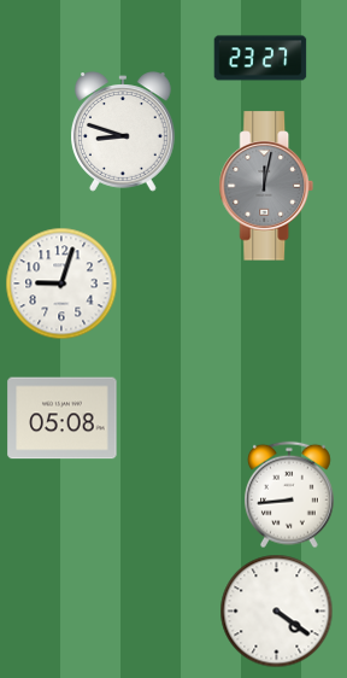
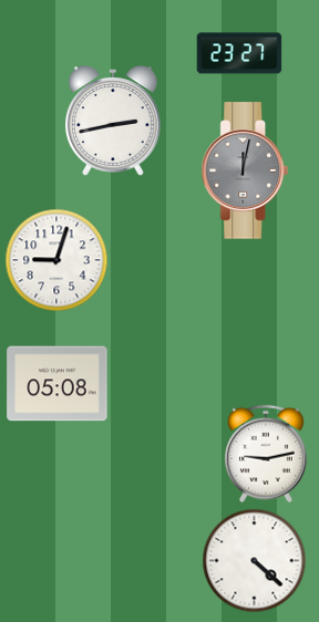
clock at (124, 131): 8:48 -> 2:43
clock at (290, 495): 8:44 -> 9:13
clock at (277, 612): 4:21 -> 4:22
